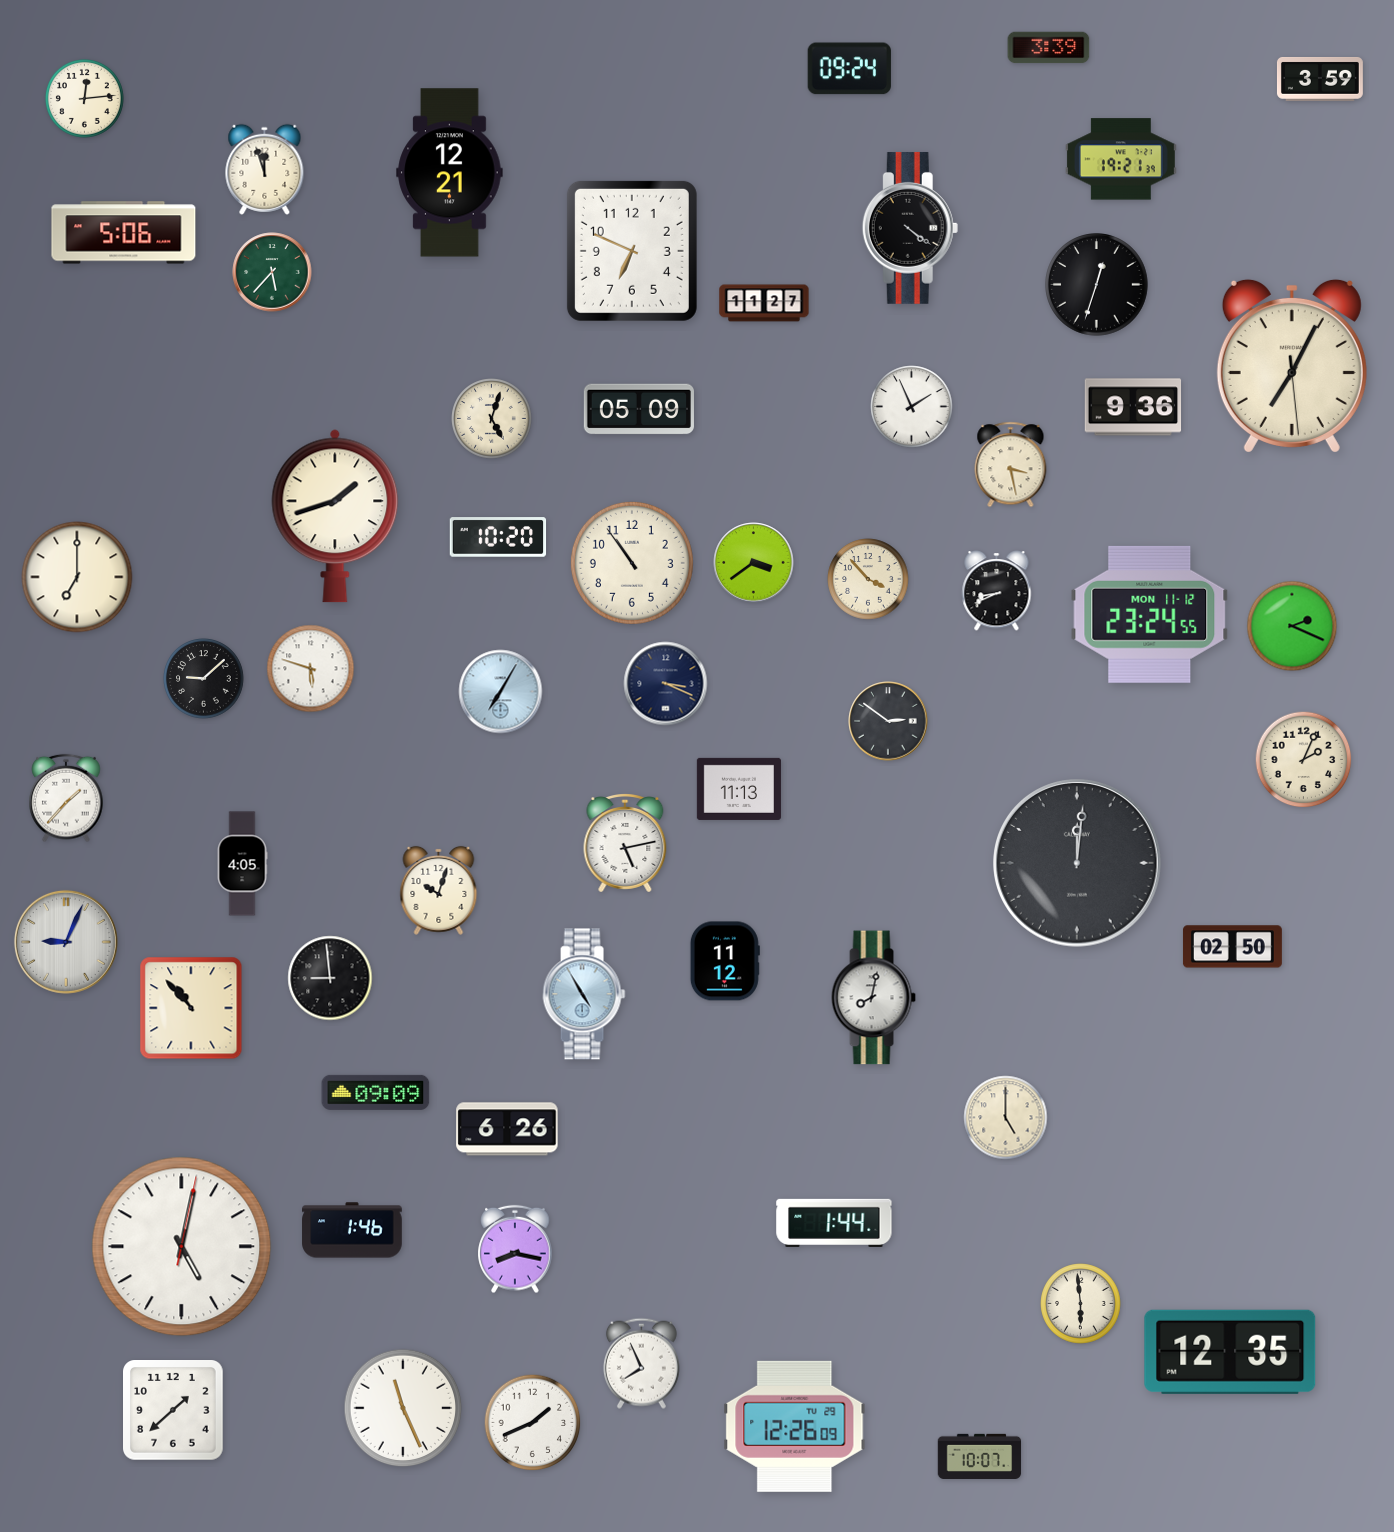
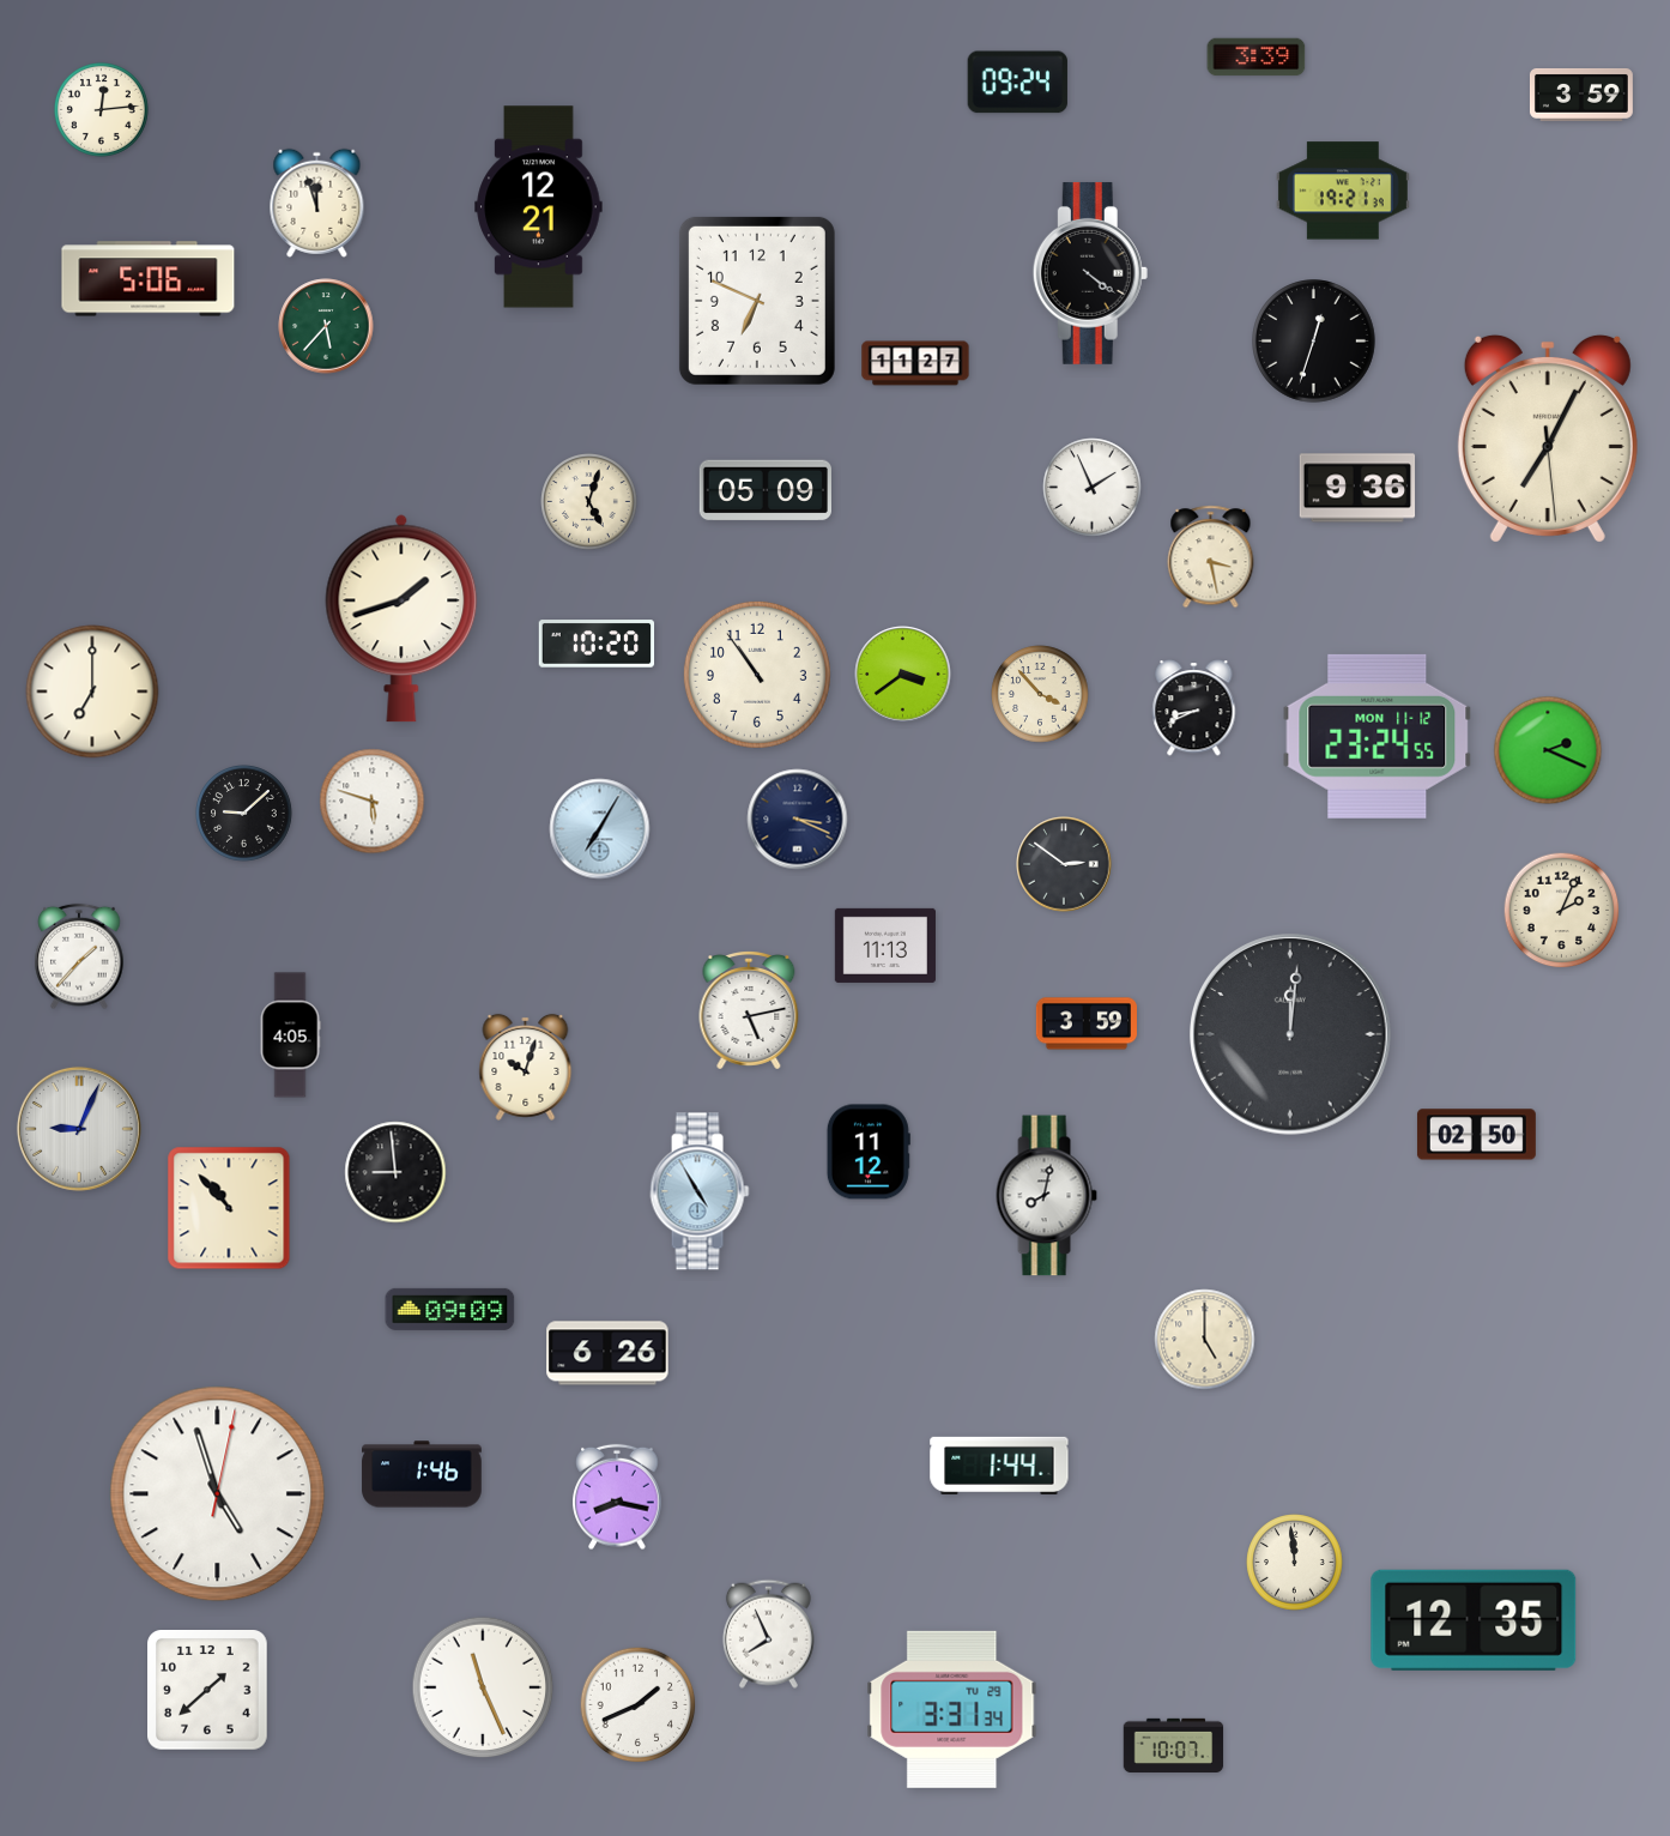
clock at (84, 98) position: (84, 98) -> (101, 109)
clock at (1087, 1023): none -> 3:59
clock at (182, 1247): 5:02 -> 4:57
clock at (1081, 1304): 5:59 -> 11:59
clock at (795, 1426): 12:26 -> 3:31
